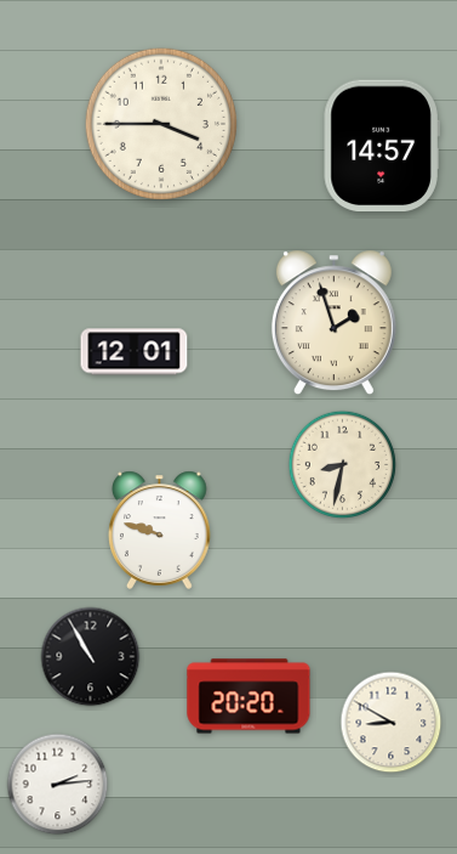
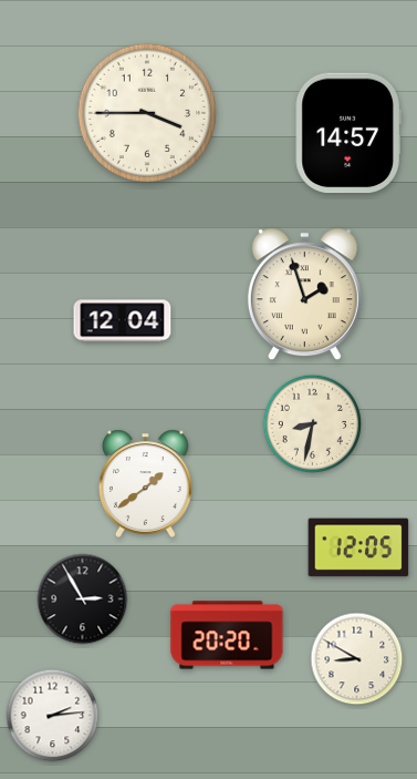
clock at (135, 352): 12:01 -> 12:04
clock at (160, 530): 9:48 -> 1:39
clock at (358, 547): none -> 12:05
clock at (91, 657): 10:55 -> 2:55
